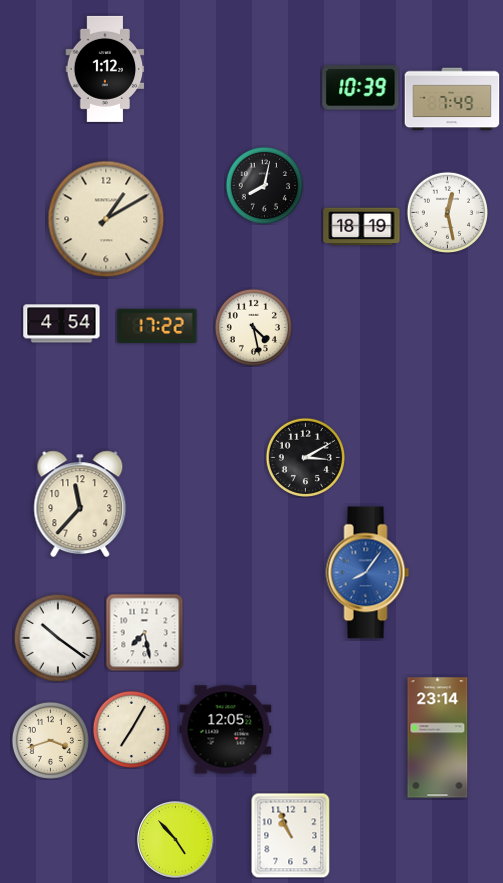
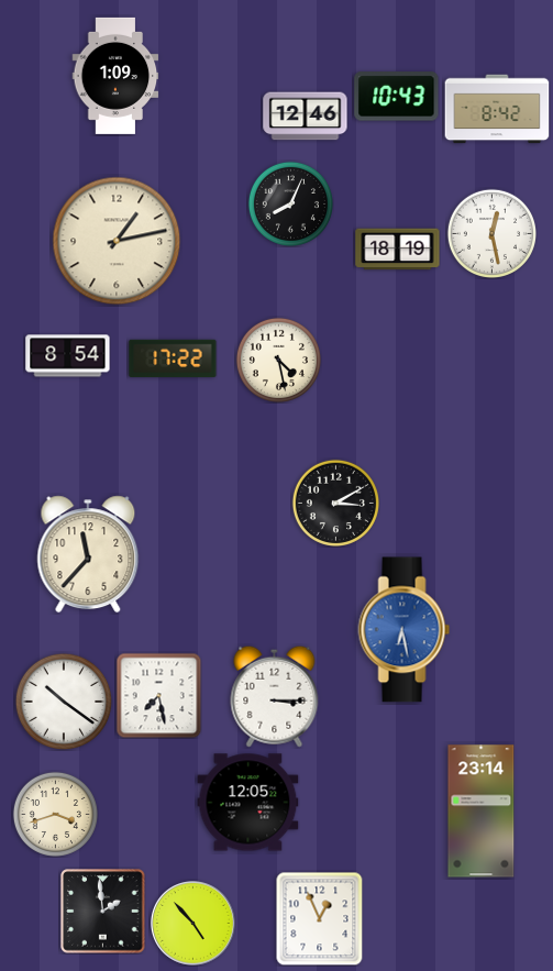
clock at (105, 69): 1:12 -> 1:09
clock at (361, 88): 10:39 -> 10:43
clock at (452, 99): 7:49 -> 8:42
clock at (306, 117): none -> 12:46
clock at (264, 185): 8:02 -> 8:04
clock at (106, 219): 1:10 -> 1:13
clock at (62, 324): 4:54 -> 8:54
clock at (368, 573): 8:06 -> 6:28
clock at (275, 696): none -> 3:15
clock at (131, 729): 7:05 -> none
clock at (103, 912): none -> 1:59
clock at (291, 835): 10:56 -> 12:56
